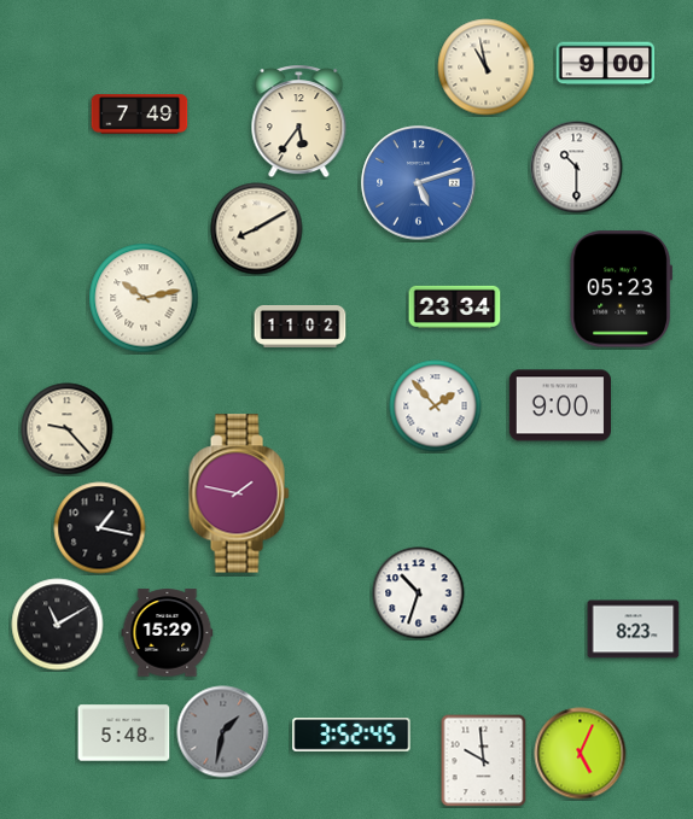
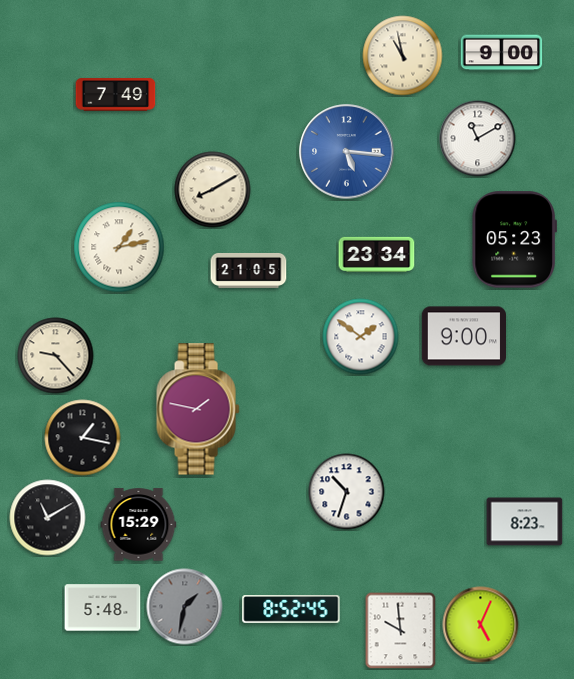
clock at (299, 122): 5:36 -> none
clock at (577, 168): 10:30 -> 11:10
clock at (419, 183): 5:12 -> 5:16
clock at (144, 298): 10:13 -> 1:13
clock at (301, 326): 11:02 -> 21:05
clock at (436, 406): 1:53 -> 1:51
clock at (351, 735): 3:52 -> 8:52
